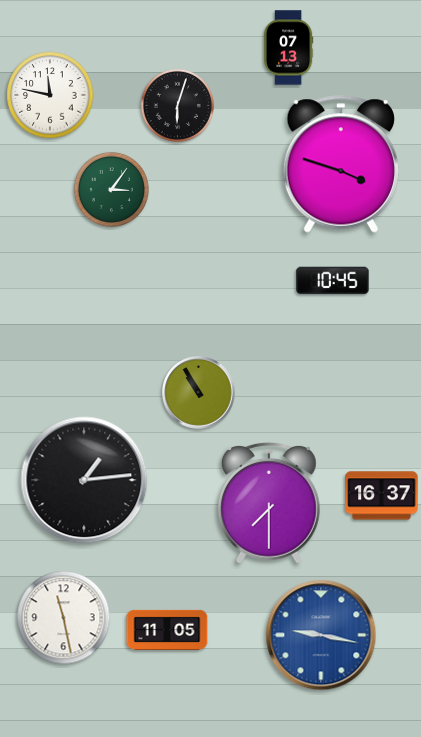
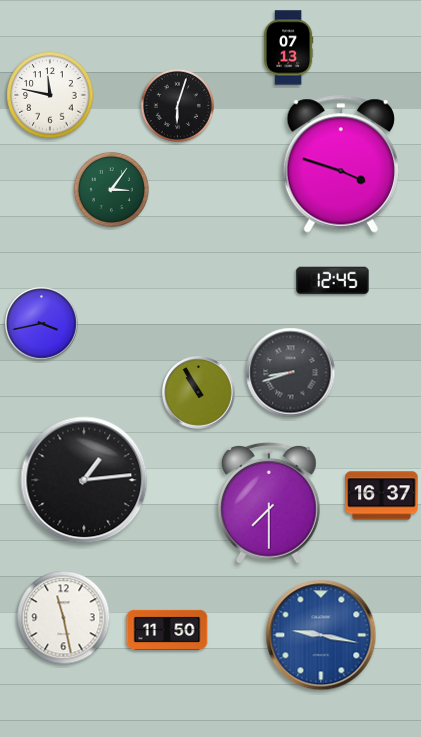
clock at (333, 281): 10:45 -> 12:45
clock at (42, 324): none -> 3:43
clock at (291, 373): none -> 8:42
clock at (167, 630): 11:05 -> 11:50
